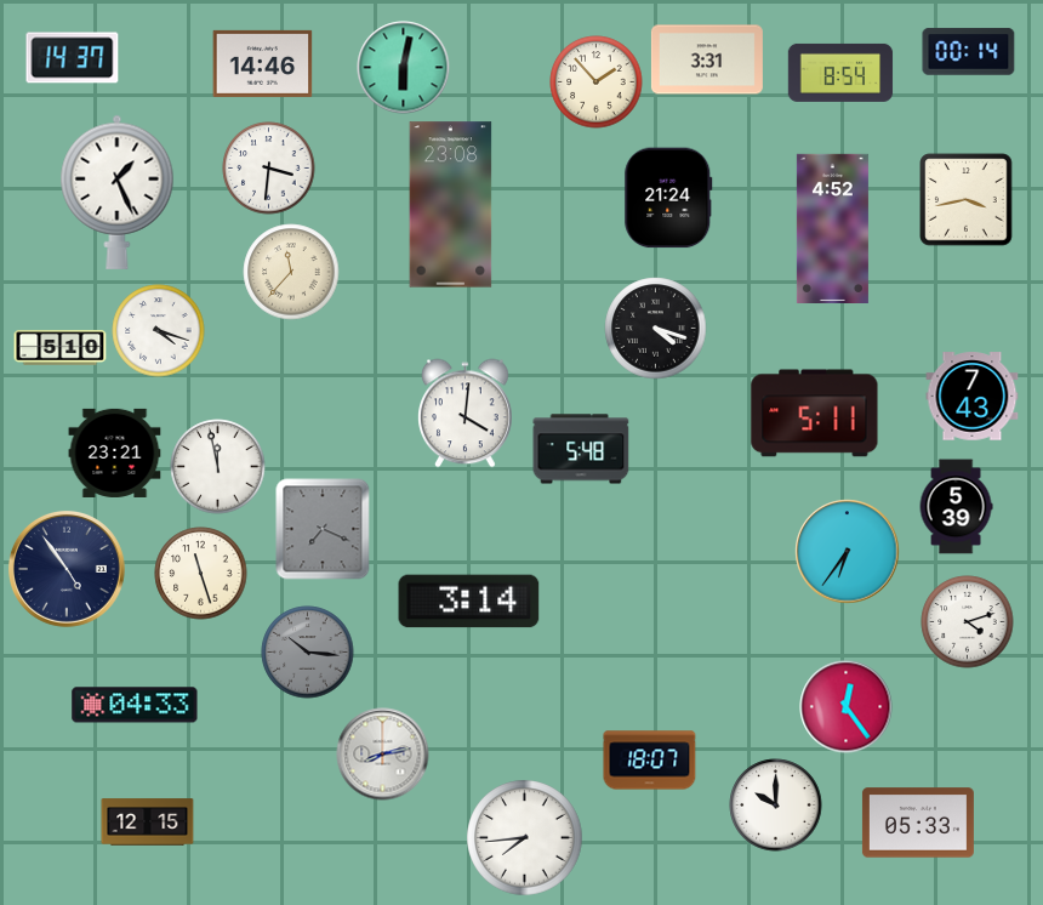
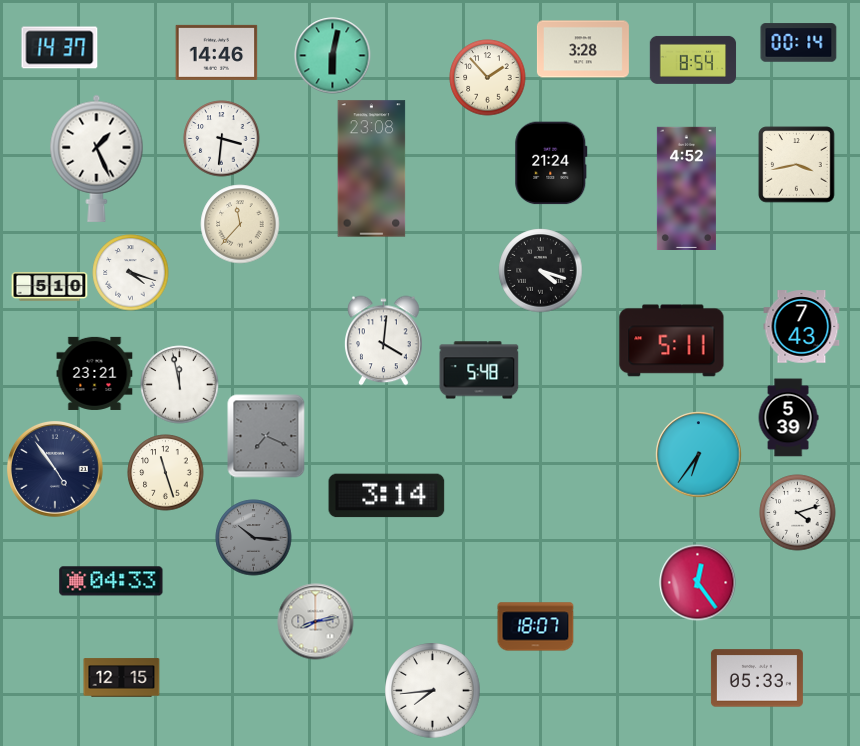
clock at (707, 59): 3:31 -> 3:28
clock at (597, 82) position: (597, 82) -> (488, 78)
clock at (776, 806): 10:00 -> none
